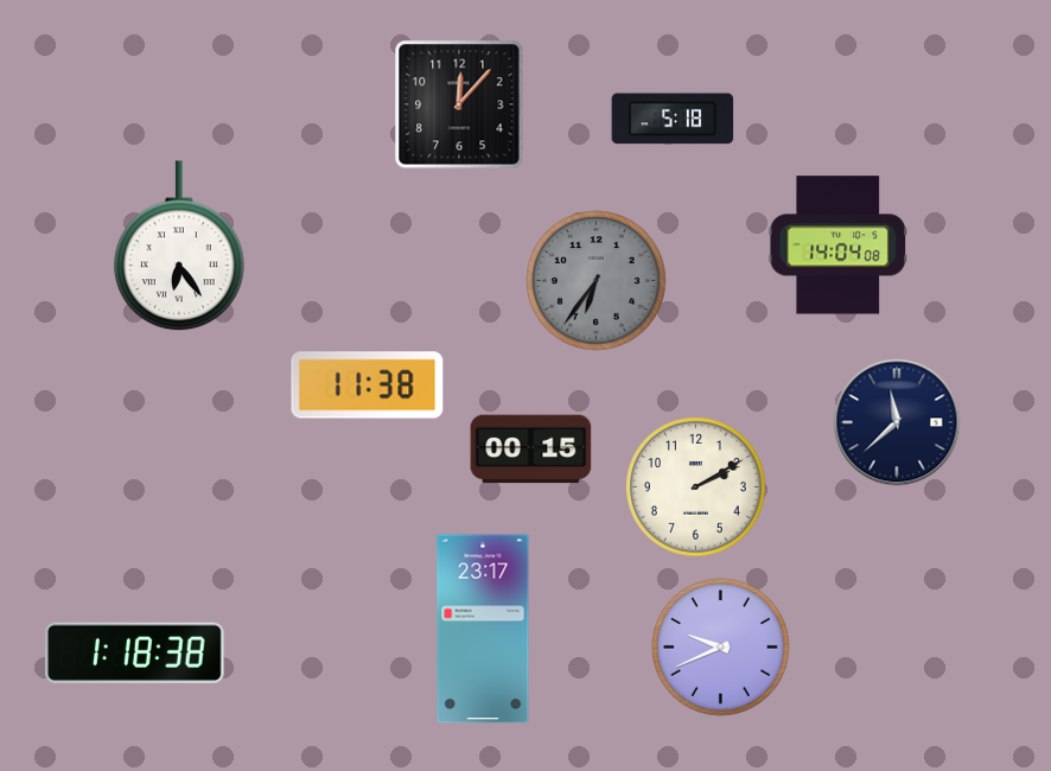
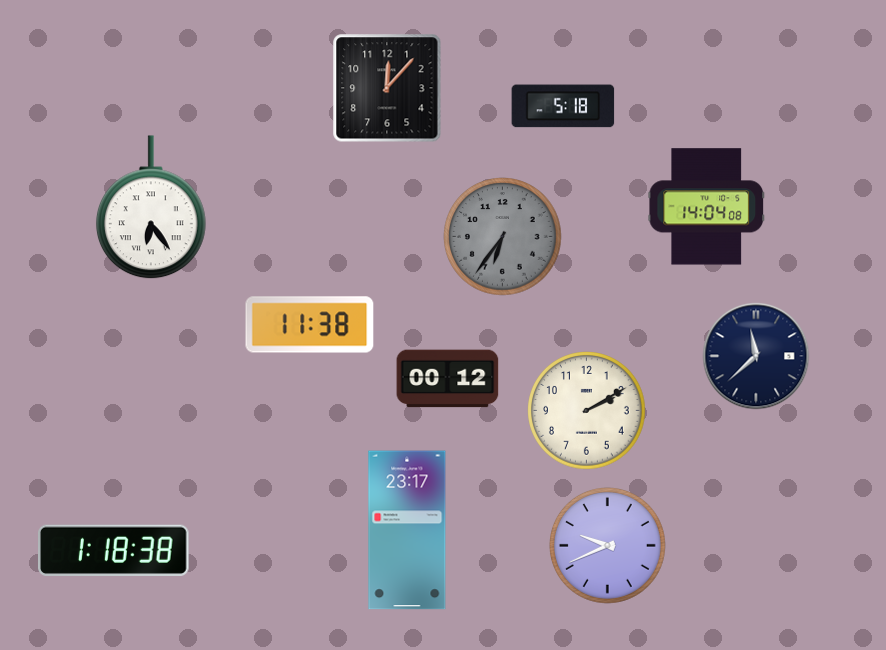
clock at (673, 119) position: (673, 119) -> (563, 106)
clock at (531, 450): 00:15 -> 00:12
